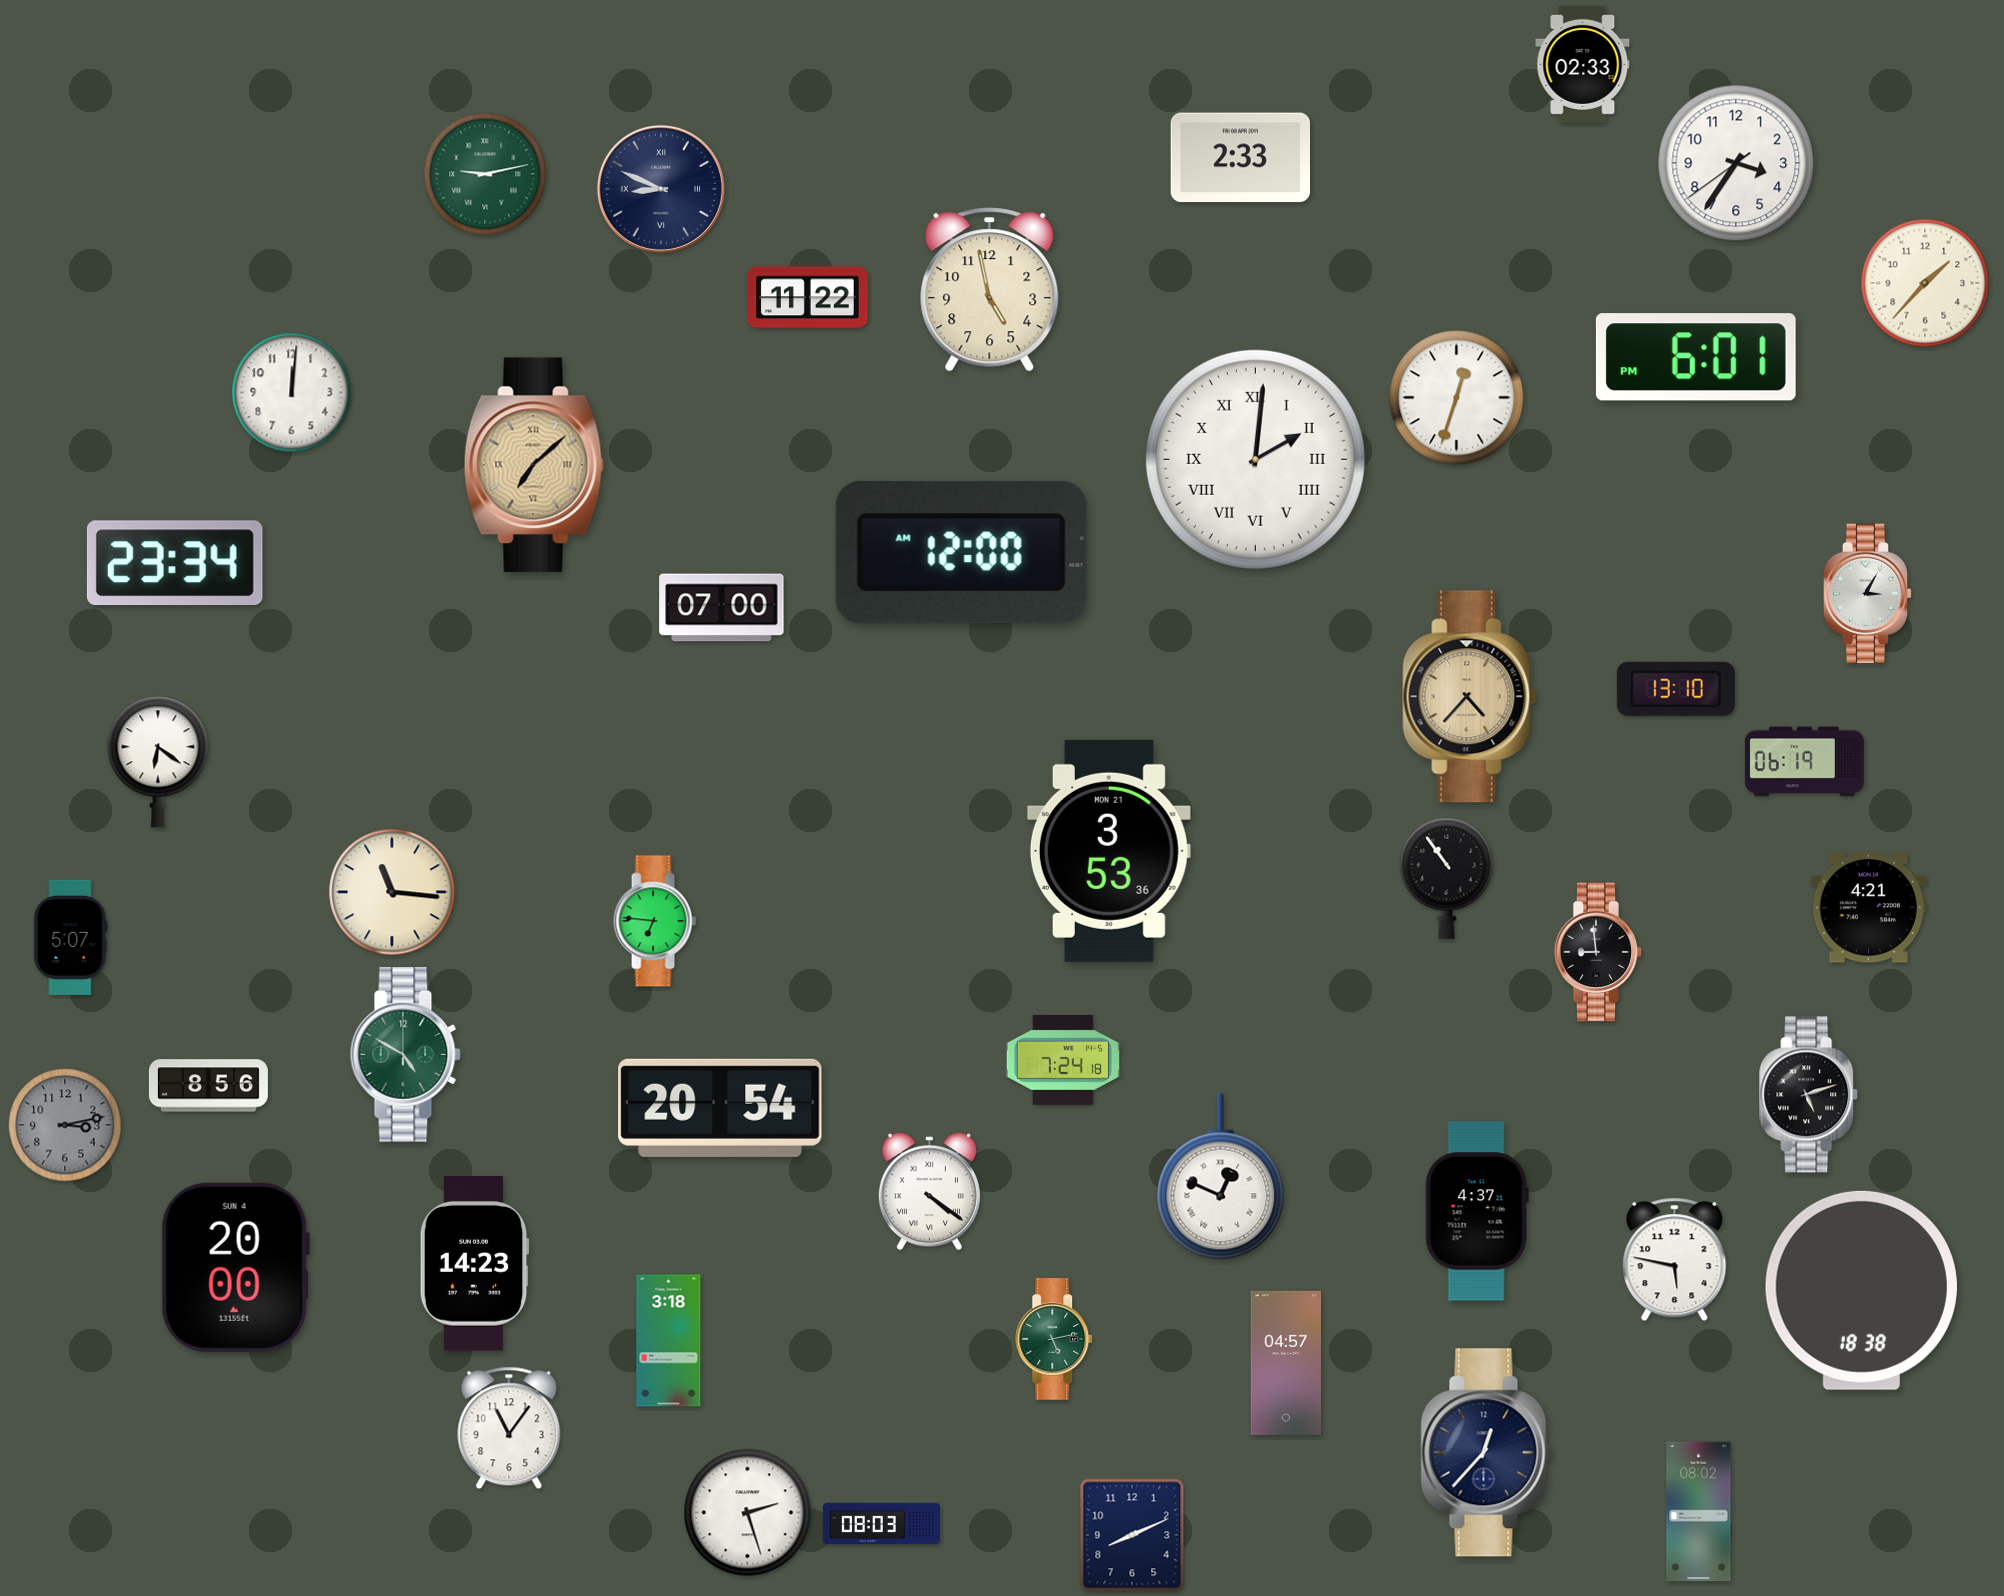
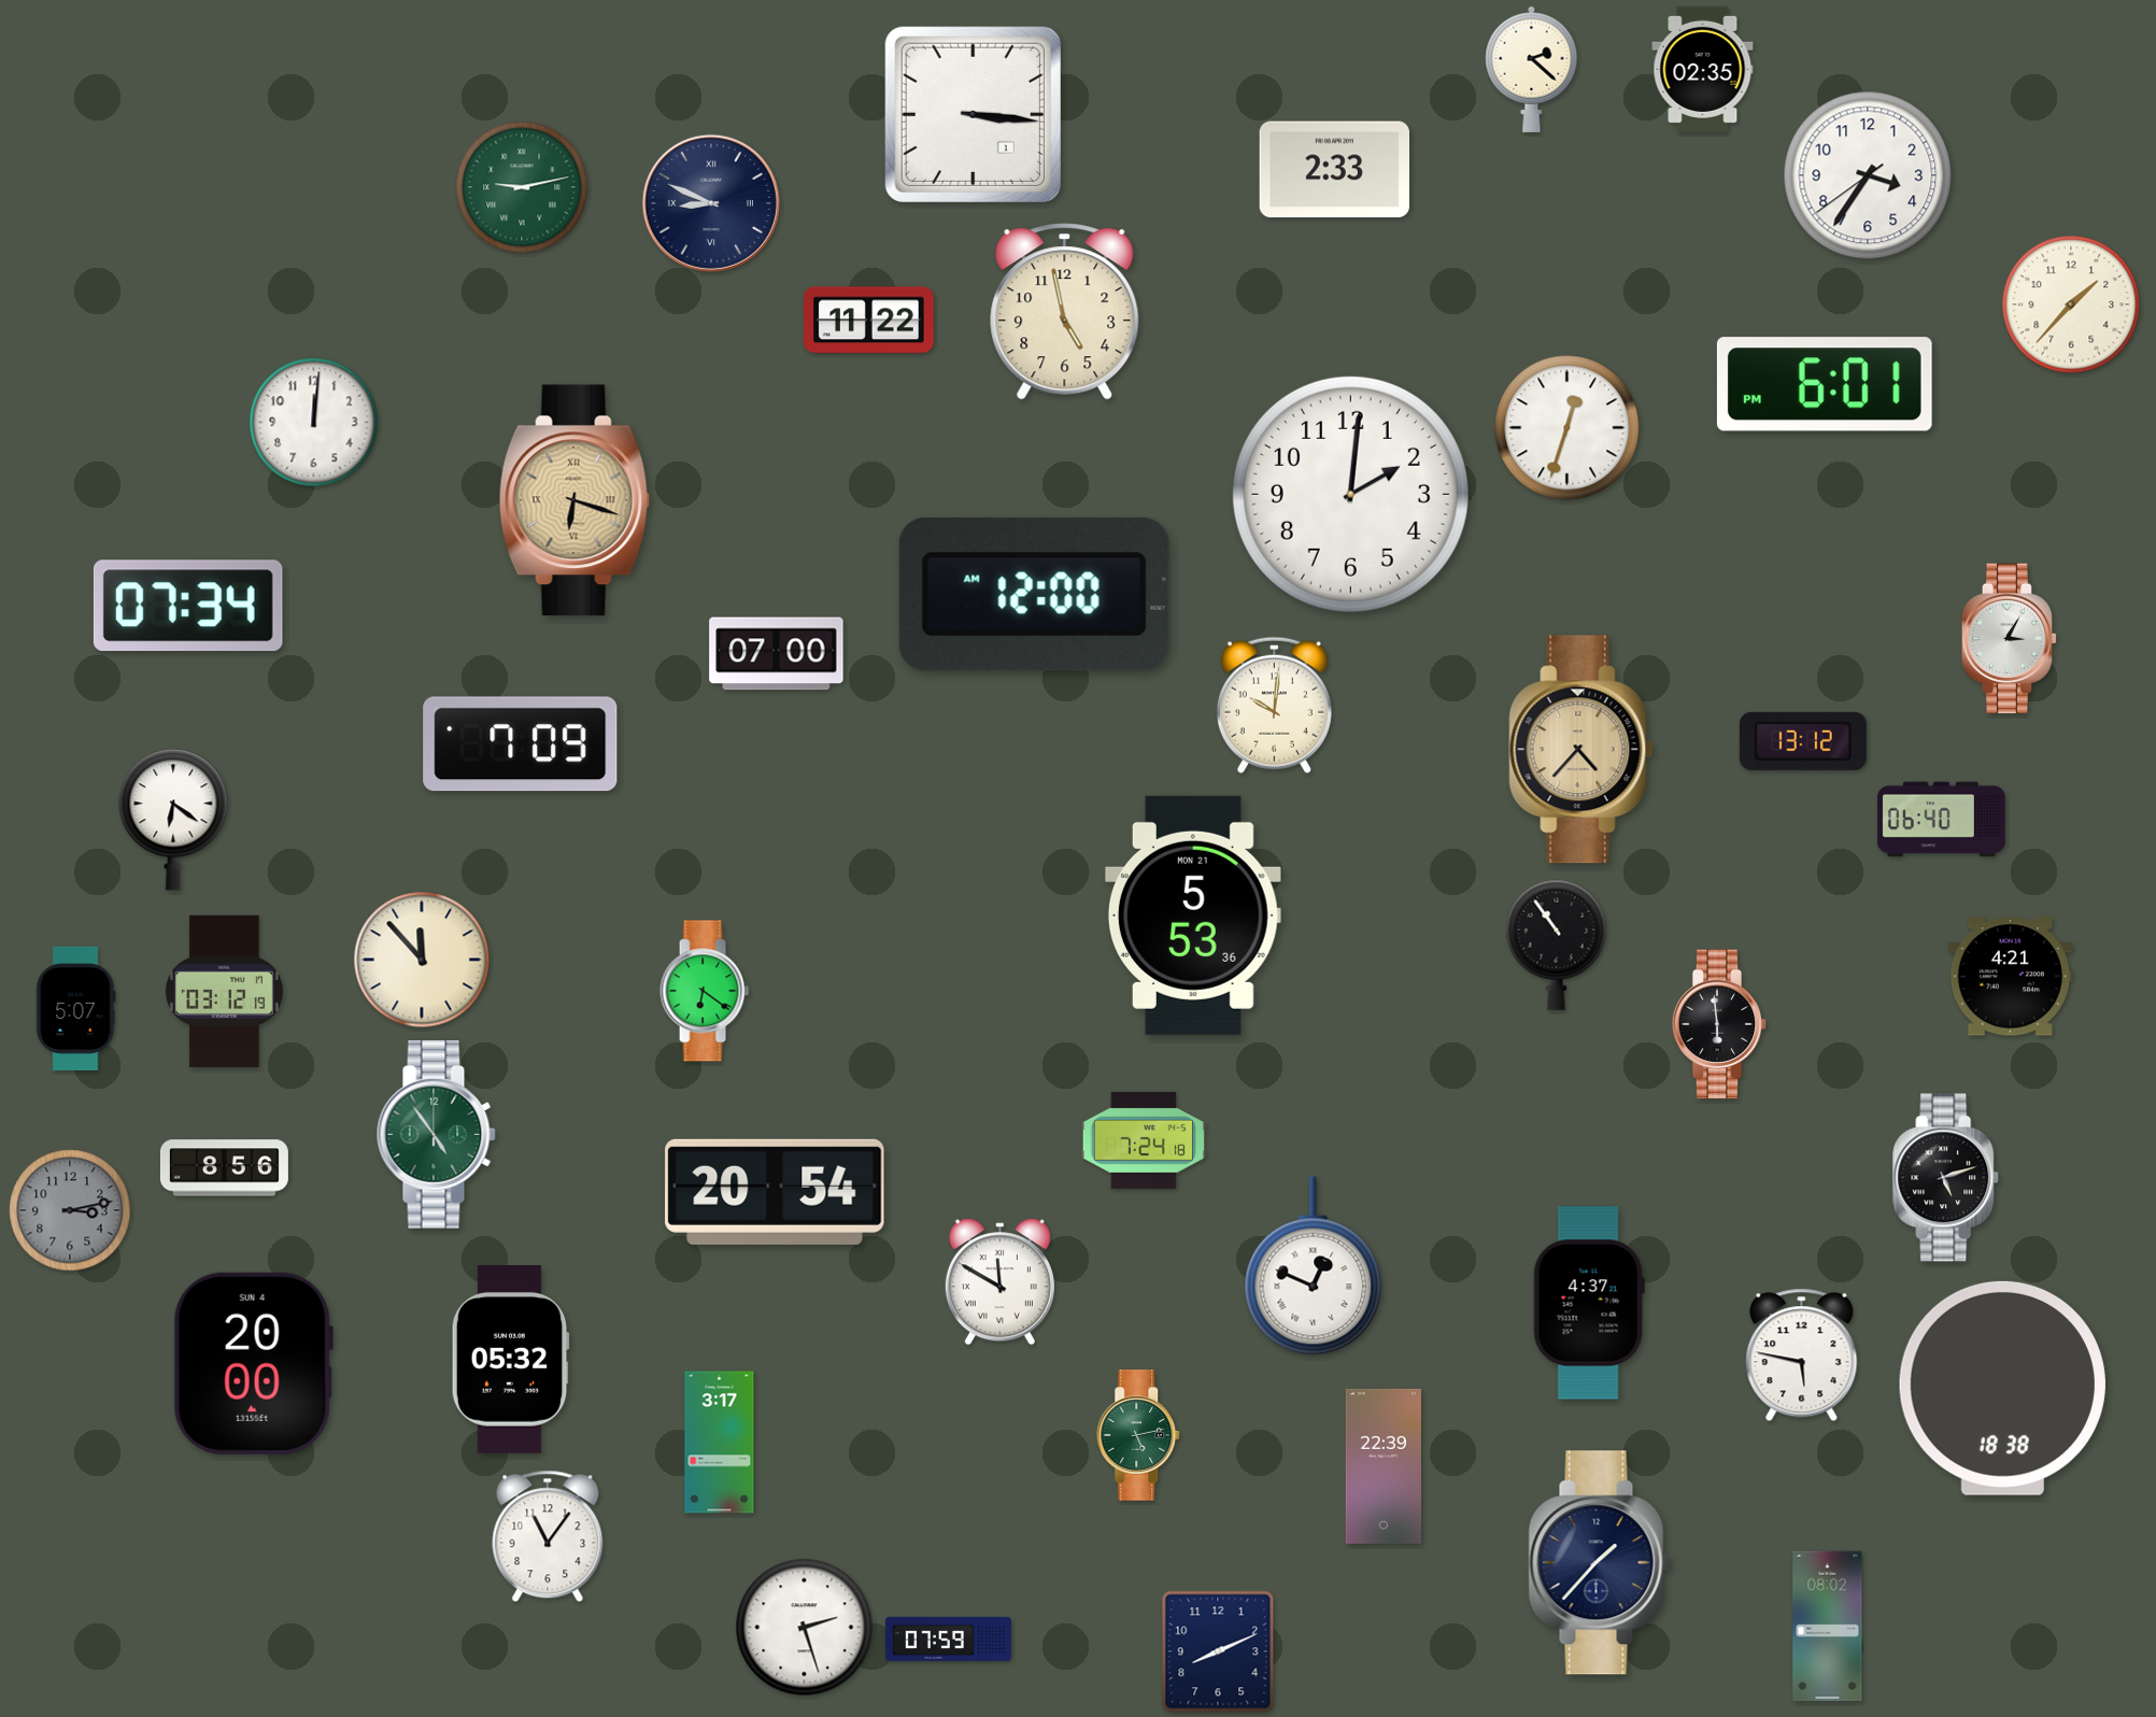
clock at (1532, 69): none -> 2:22
clock at (1583, 64): 02:33 -> 02:35
clock at (973, 114): none -> 3:16
clock at (1255, 459) numerals: Roman -> Arabic
clock at (534, 465): 7:08 -> 6:18
clock at (175, 563): 23:34 -> 07:34
clock at (1274, 705): none -> 10:01
clock at (1676, 689): 13:10 -> 13:12
clock at (521, 744): none -> 7:09
clock at (158, 762) position: (158, 762) -> (173, 820)
clock at (1804, 762): 06:19 -> 06:40
clock at (1109, 851): 3:53 -> 5:53
clock at (392, 892): 11:16 -> 11:53
clock at (225, 991): none -> 03:12
clock at (655, 921): 6:46 -> 6:21
clock at (1598, 952): 8:59 -> 5:59
clock at (405, 1055): 4:50 -> 4:54
clock at (929, 1192): 4:21 -> 11:50
clock at (474, 1264): 14:23 -> 05:32
clock at (1055, 1339) position: (1055, 1339) -> (1139, 1435)
clock at (669, 1341): 3:18 -> 3:17
clock at (1285, 1363): 04:57 -> 22:39
clock at (1487, 1453): 12:37 -> 1:37
clock at (881, 1523): 08:03 -> 07:59
